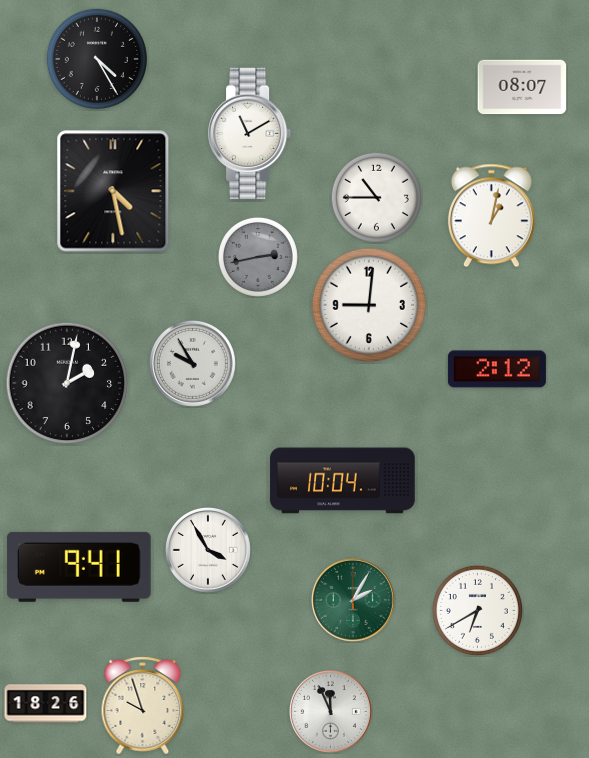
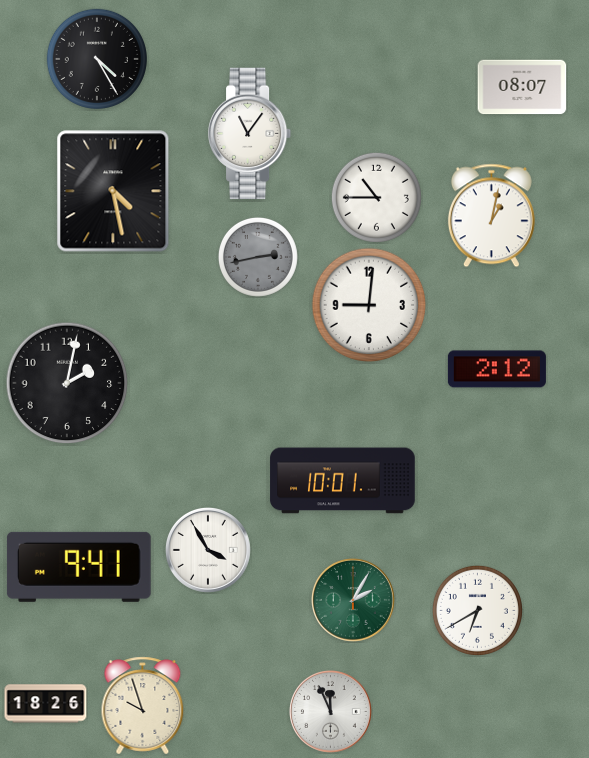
clock at (250, 134): 11:10 -> 11:06
clock at (192, 363): 9:55 -> none
clock at (343, 481): 10:04 -> 10:01
